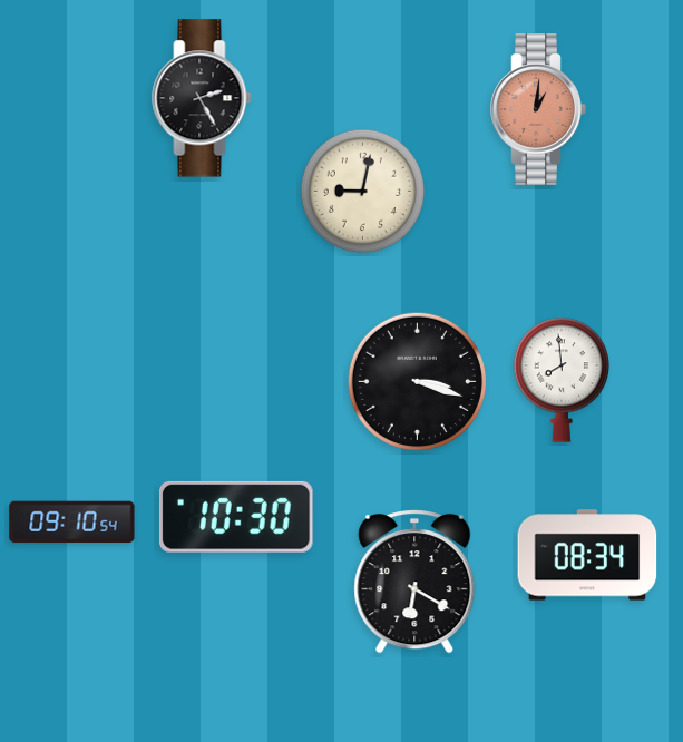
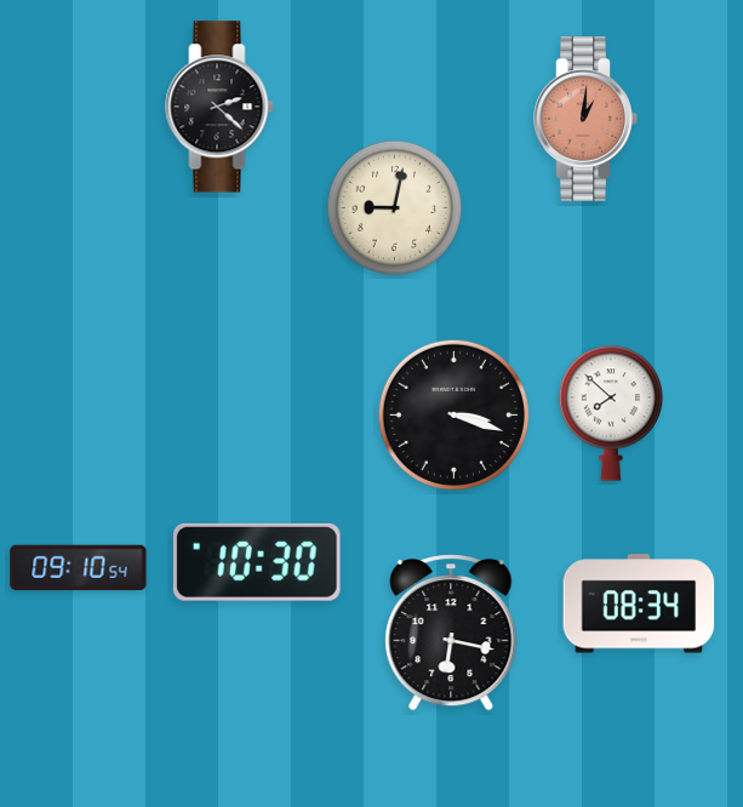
clock at (202, 98): 2:25 -> 2:22
clock at (560, 380): 7:59 -> 7:52
clock at (414, 582): 6:20 -> 6:17
